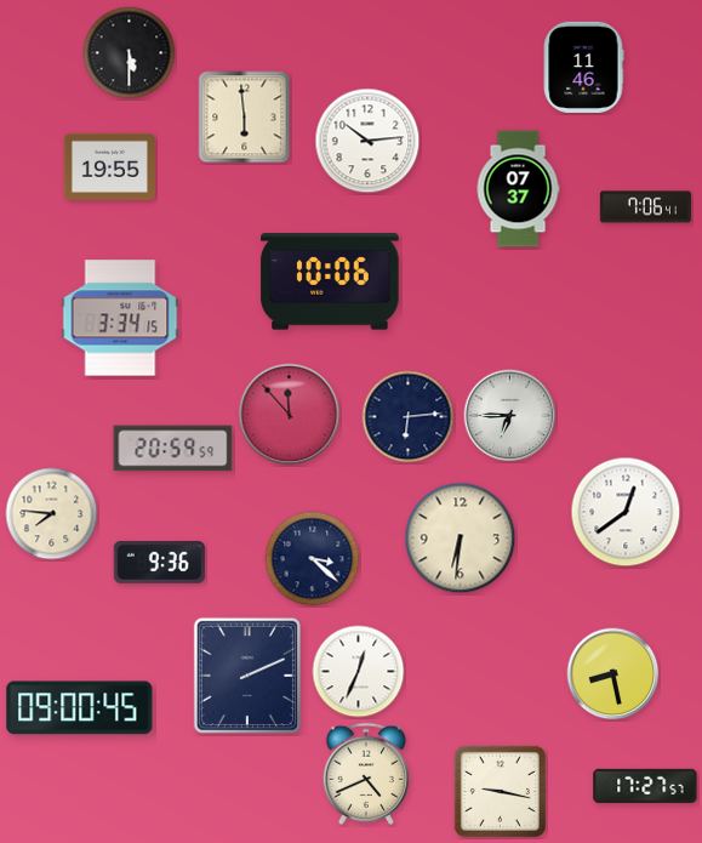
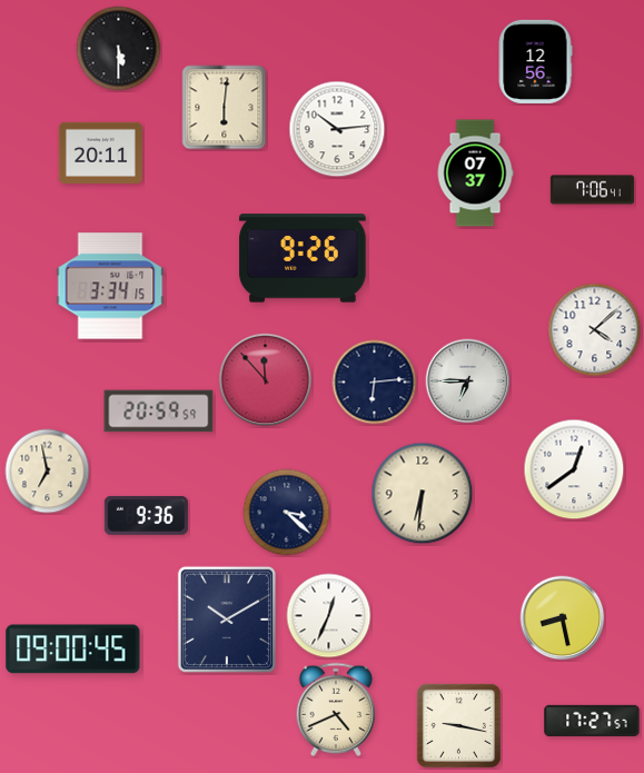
clock at (583, 67): 11:46 -> 12:56
clock at (245, 118): 5:59 -> 6:01
clock at (109, 166): 19:55 -> 20:11
clock at (330, 281): 10:06 -> 9:26
clock at (120, 318) position: (120, 318) -> (110, 286)
clock at (595, 330): none -> 4:08
clock at (52, 514): 7:46 -> 6:58
clock at (247, 676): 2:11 -> 10:10
